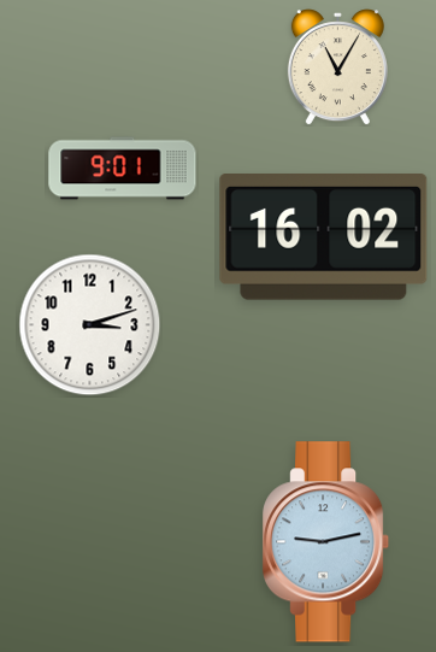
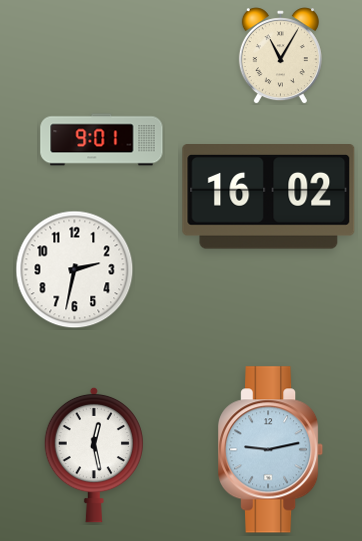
clock at (90, 325): 3:12 -> 2:32
clock at (94, 455): none -> 12:28
